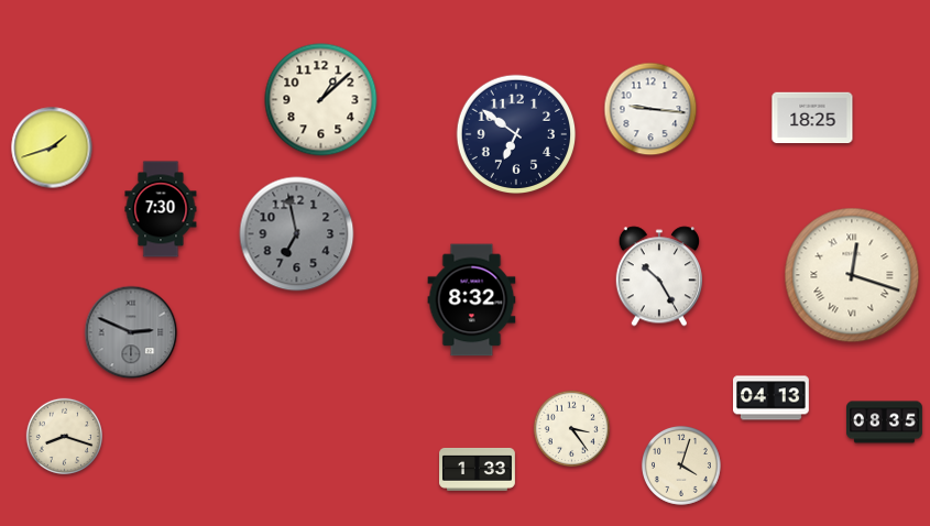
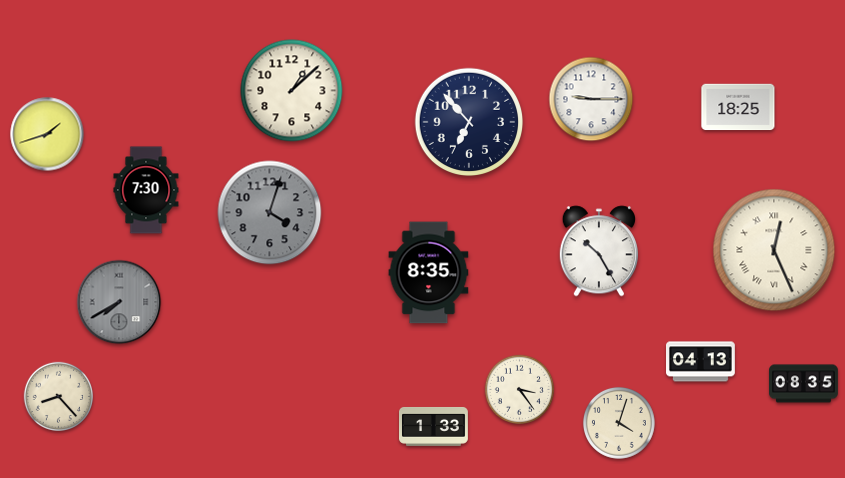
clock at (650, 109): 9:16 -> 9:15
clock at (516, 134): 6:51 -> 6:53
clock at (297, 234): 6:58 -> 4:03
clock at (852, 275): 12:18 -> 12:26
clock at (472, 300): 8:32 -> 8:35
clock at (131, 332): 2:49 -> 7:40
clock at (64, 436): 8:18 -> 8:23
